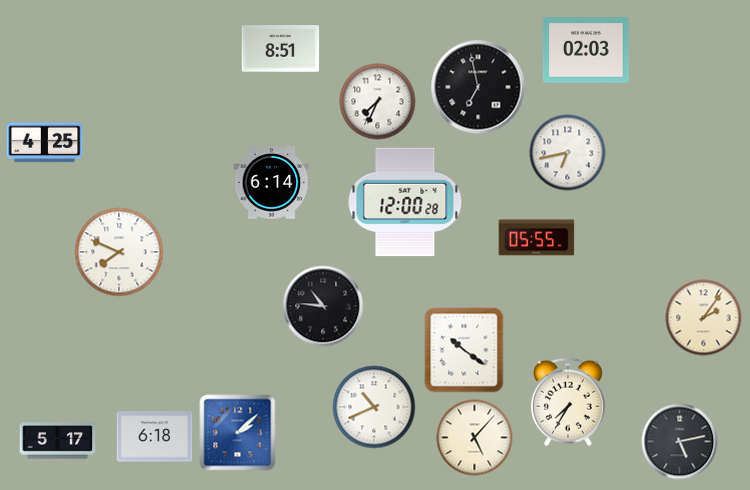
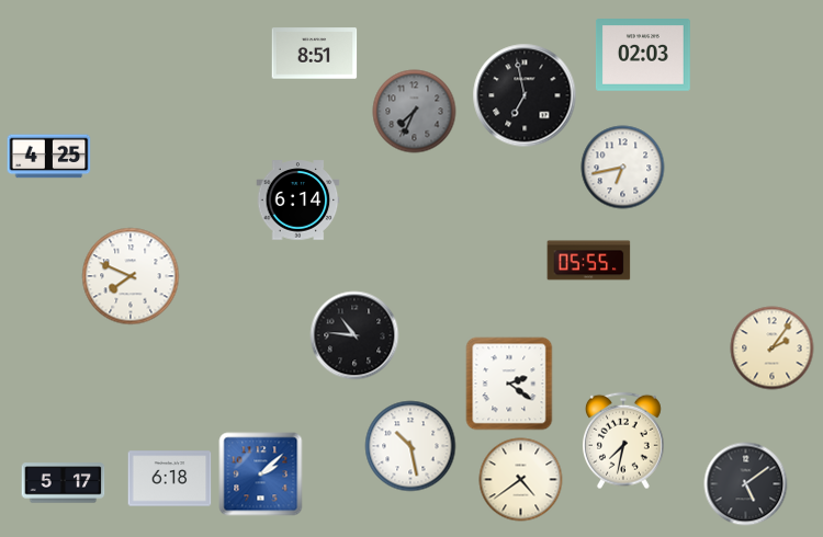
clock at (281, 49) position: (281, 49) -> (315, 54)
clock at (378, 102) dial: white -> grey
clock at (405, 202): 12:00 -> none
clock at (464, 350): 10:21 -> 2:21
clock at (568, 402): 7:35 -> 7:32
clock at (374, 407): 10:41 -> 10:28
clock at (475, 438): 5:07 -> 4:39
clock at (680, 442): 5:13 -> 5:09
